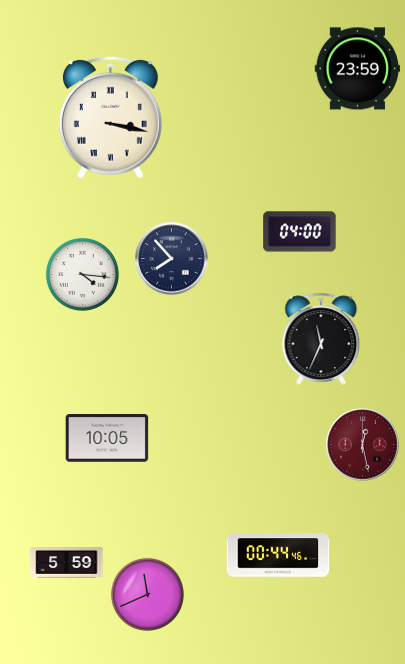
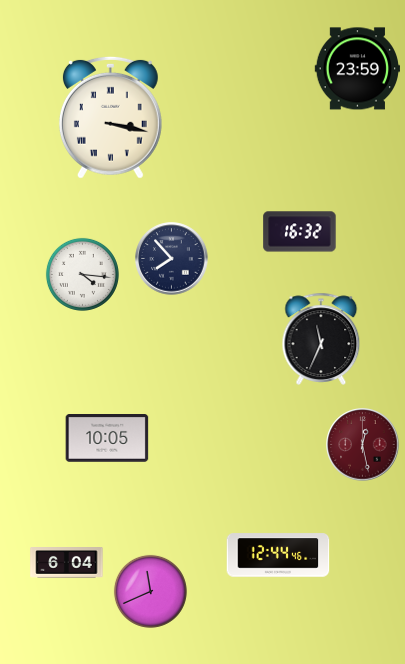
clock at (300, 232): 04:00 -> 16:32
clock at (278, 555): 00:44 -> 12:44
clock at (67, 563): 5:59 -> 6:04
clock at (147, 594) position: (147, 594) -> (150, 591)
